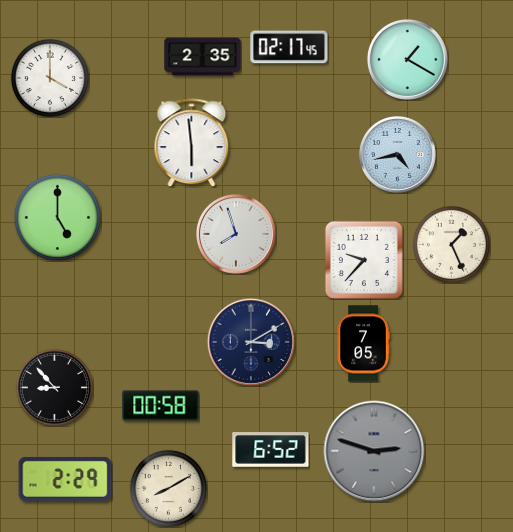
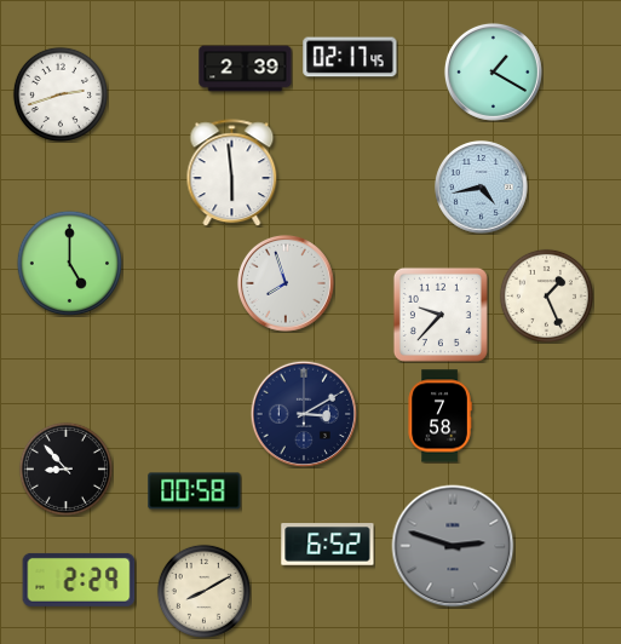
clock at (203, 57): 2:35 -> 2:39
clock at (50, 78): 4:00 -> 2:42
clock at (363, 344): 7:05 -> 7:58
